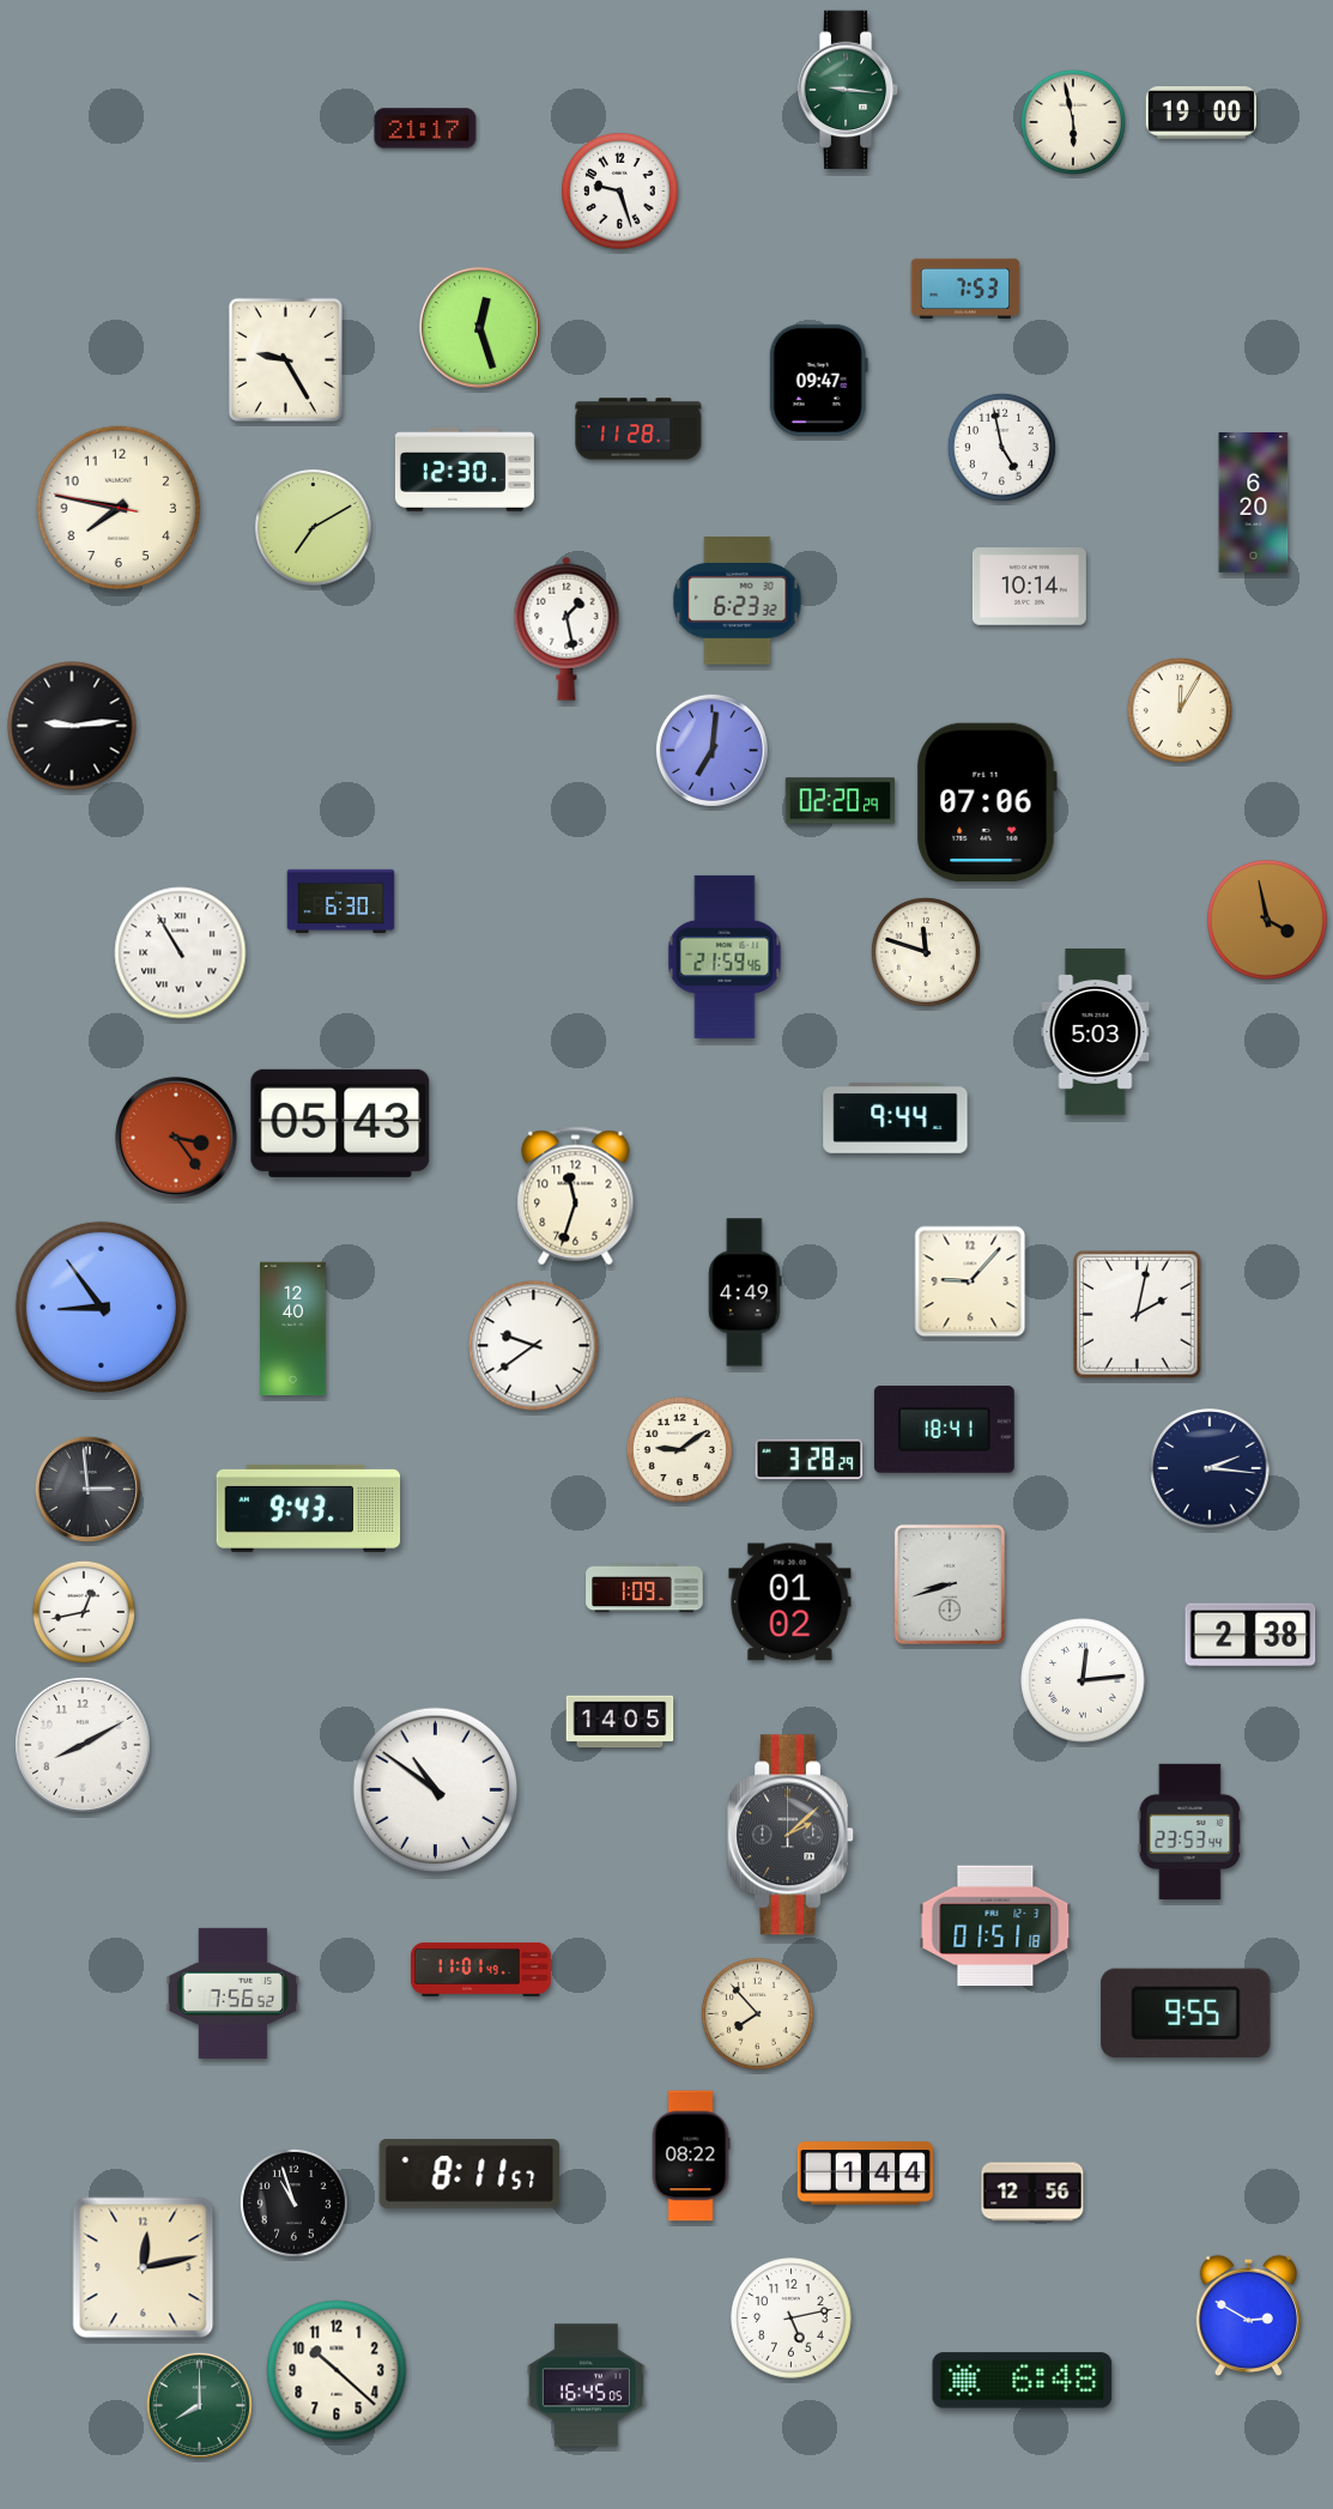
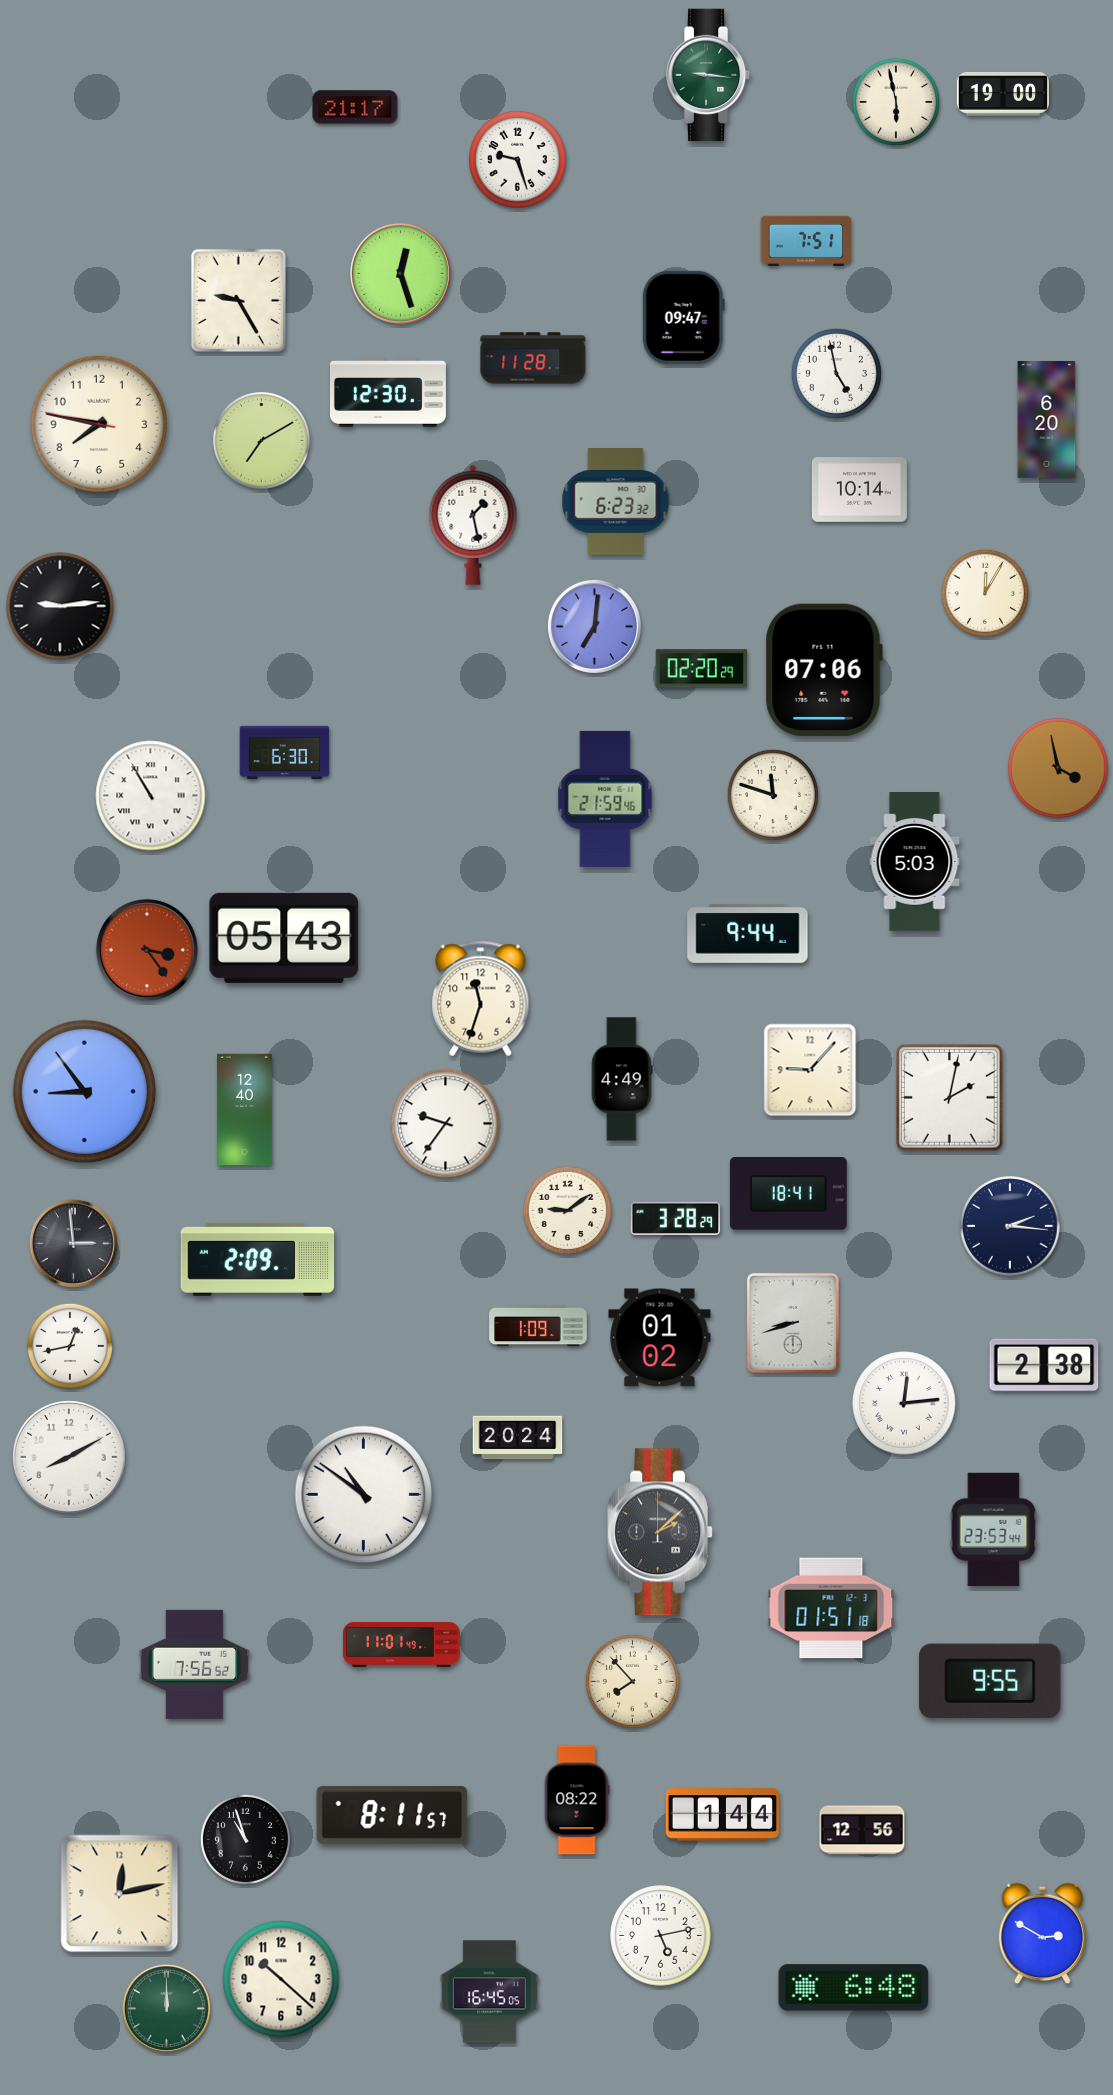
clock at (965, 289): 7:53 -> 7:51
clock at (534, 1346): 9:39 -> 9:36
clock at (309, 1508): 9:43 -> 2:09
clock at (620, 1722): 14:05 -> 20:24
clock at (199, 2405): 8:00 -> 12:00
